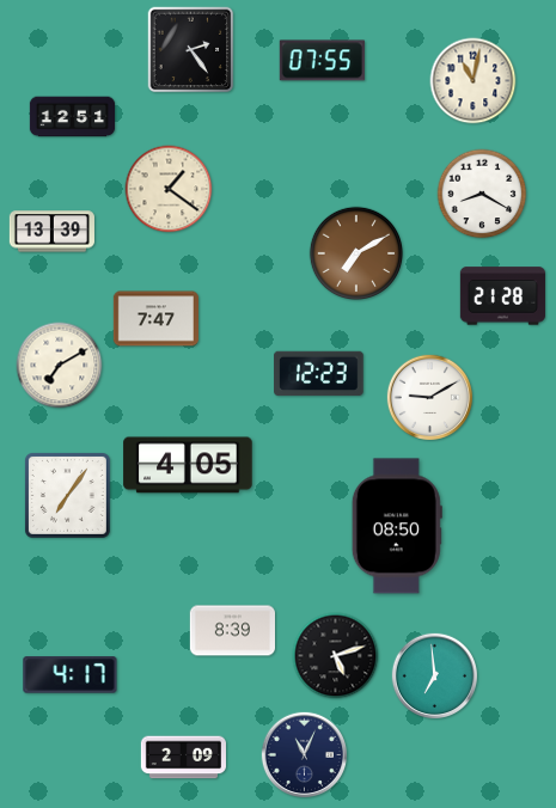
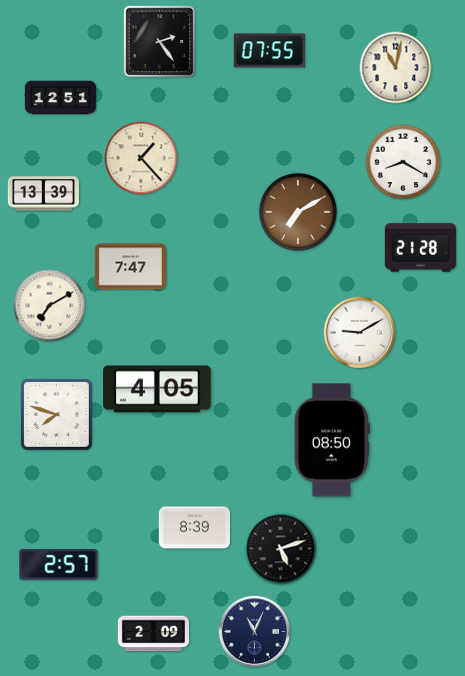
clock at (169, 189): 1:21 -> 1:23
clock at (319, 374): 12:23 -> none
clock at (67, 495): 7:06 -> 7:48
clock at (71, 675): 4:17 -> 2:57
clock at (434, 675): 6:59 -> none
